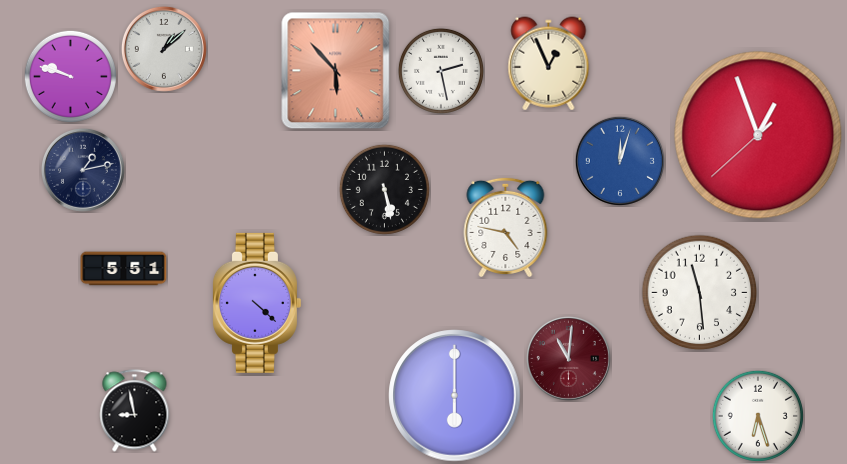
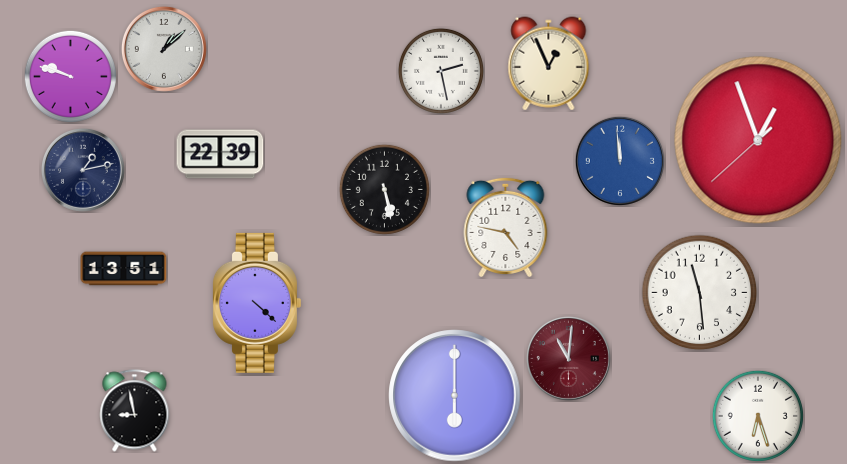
clock at (336, 71): 5:53 -> none
clock at (758, 135) position: (758, 135) -> (758, 140)
clock at (220, 154): none -> 22:39
clock at (620, 161): 12:03 -> 11:59
clock at (124, 269): 5:51 -> 13:51
